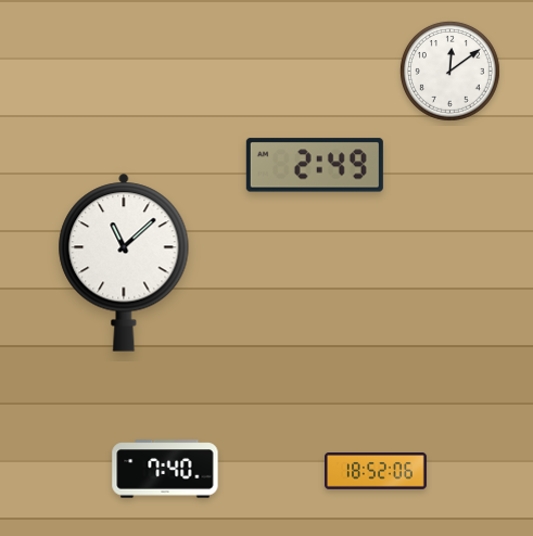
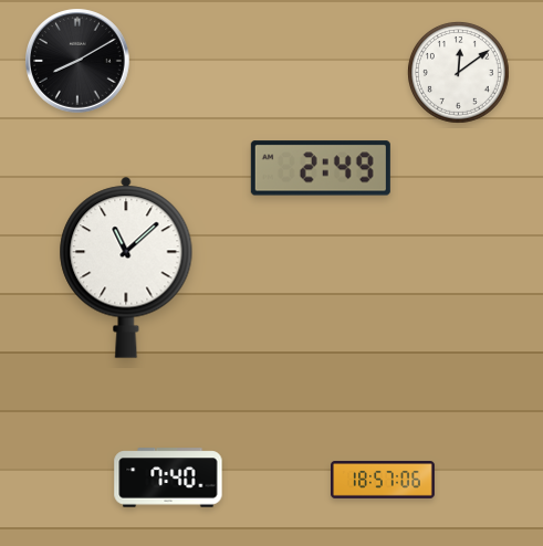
clock at (79, 62): none -> 8:10
clock at (377, 471): 18:52 -> 18:57
